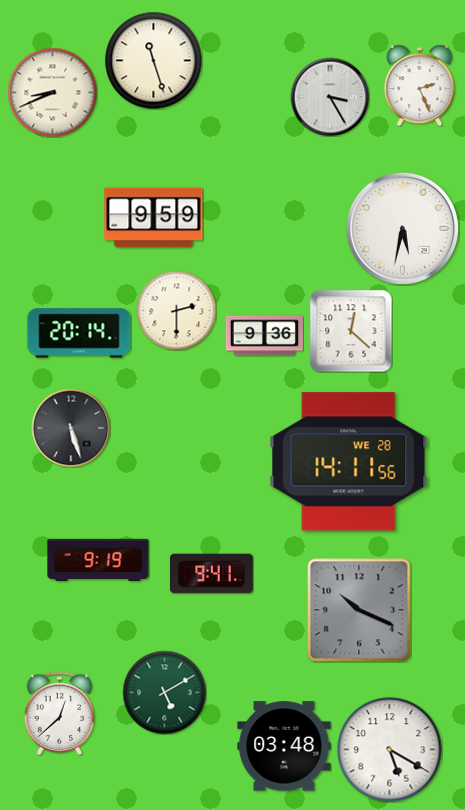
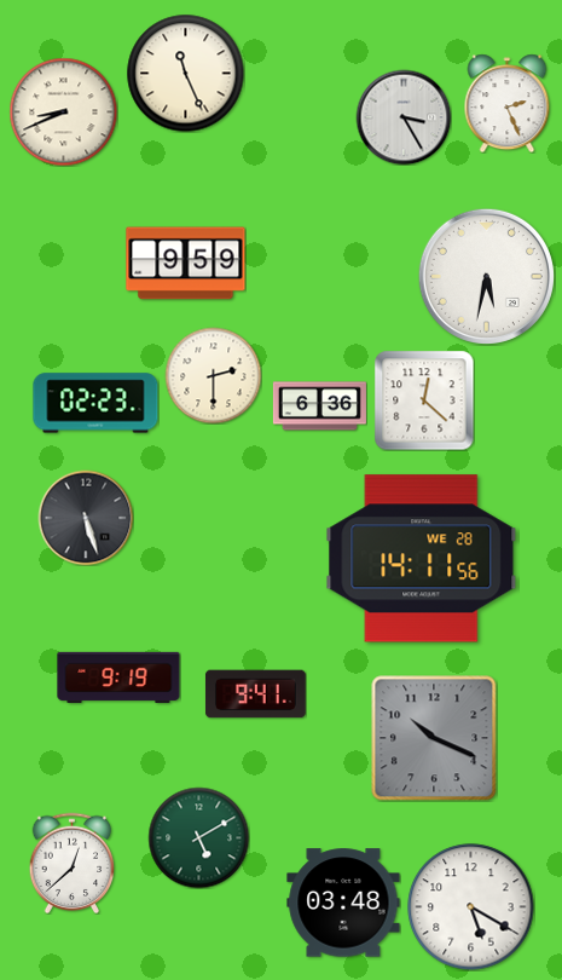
clock at (153, 60): 11:27 -> 11:26
clock at (330, 97) position: (330, 97) -> (404, 117)
clock at (79, 333): 20:14 -> 02:23
clock at (264, 336): 9:36 -> 6:36
